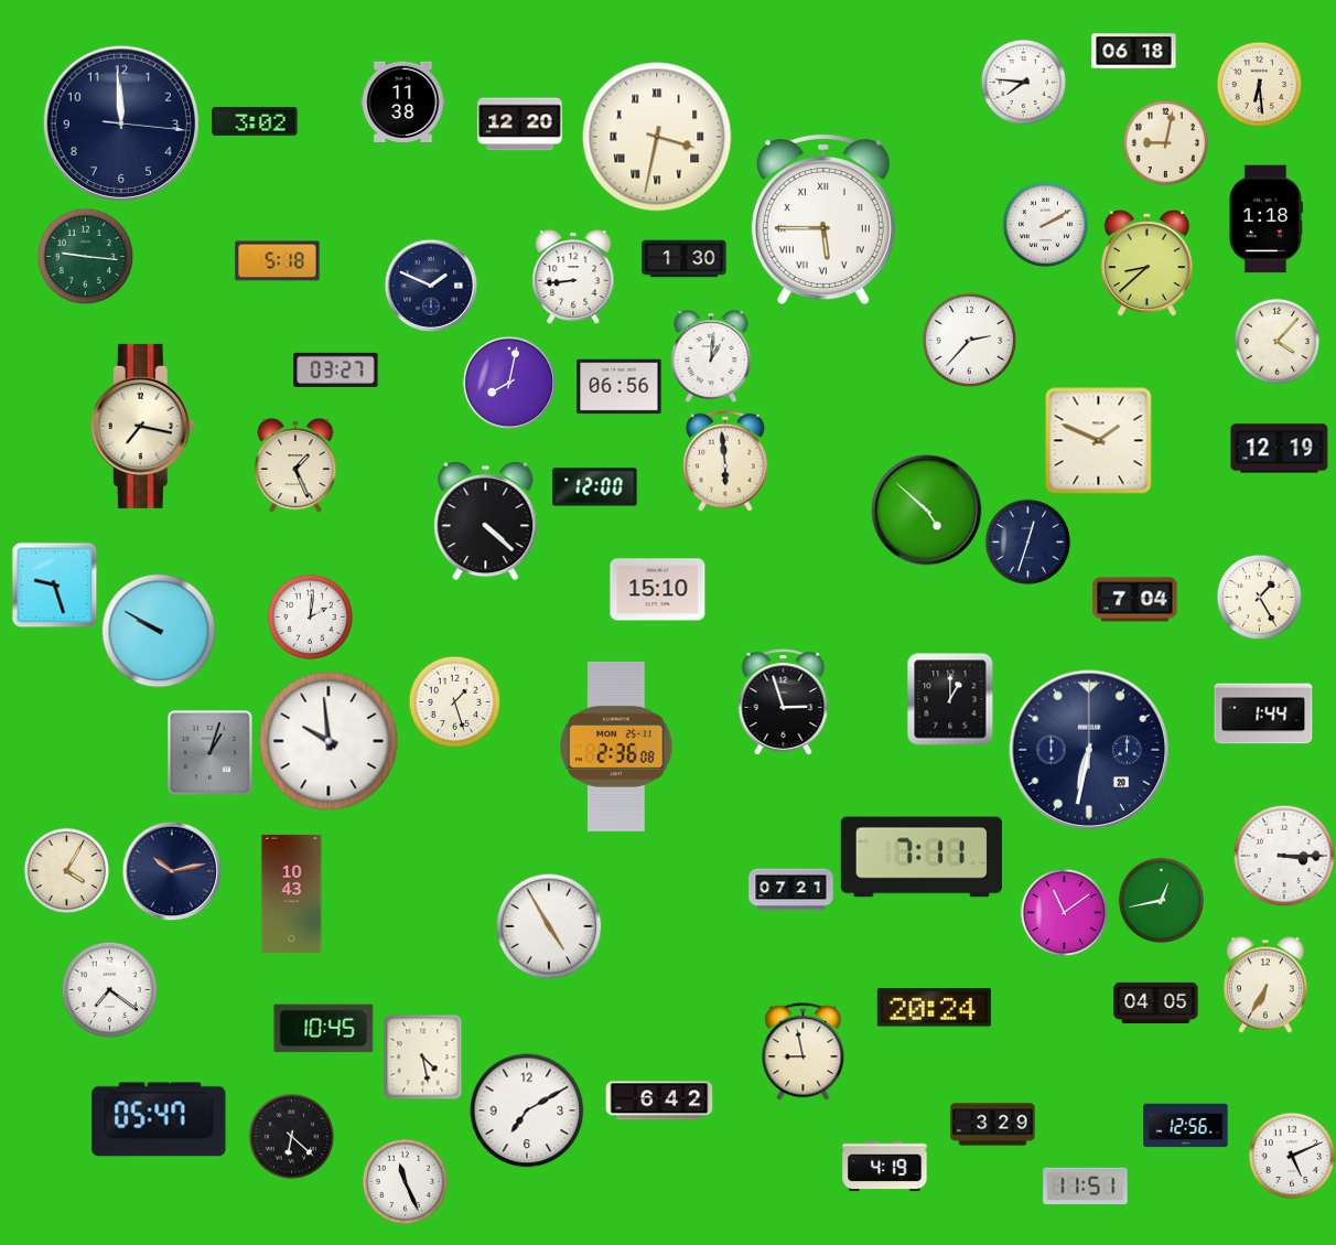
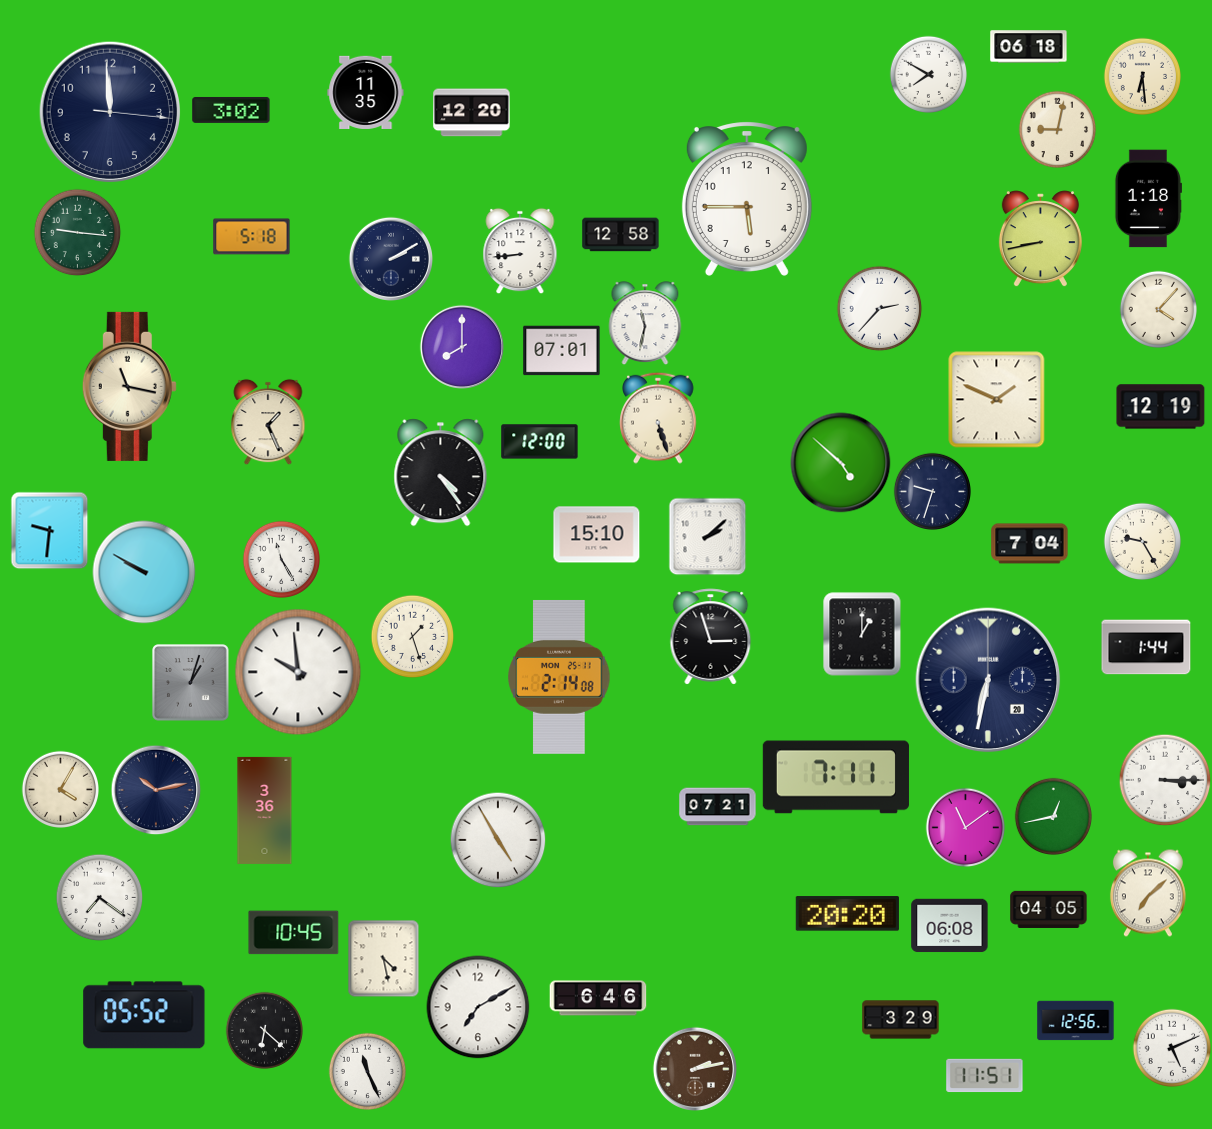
clock at (1023, 82): 7:46 -> 7:50
clock at (403, 101): 11:38 -> 11:35
clock at (657, 137): 3:32 -> none
clock at (823, 219) numerals: Roman -> Arabic
clock at (1045, 224): 2:10 -> none
clock at (685, 259): 1:30 -> 12:58
clock at (1146, 264): 8:38 -> 8:43
clock at (430, 285): 1:49 -> 2:10
clock at (711, 356): 1:01 -> 11:32
clock at (336, 369): 03:27 -> none
clock at (508, 382): 8:02 -> 8:00
clock at (619, 387): 06:56 -> 07:01
clock at (142, 426): 7:17 -> 11:17
clock at (725, 461): 5:59 -> 5:27
clock at (486, 522): 4:22 -> 4:24
clock at (1027, 541): 12:33 -> 9:33
clock at (54, 584): 9:27 -> 9:31
clock at (707, 536): none -> 2:08
clock at (1259, 597): 1:25 -> 9:25
clock at (310, 616): 2:01 -> 11:25
clock at (616, 747): 2:36 -> 2:14
clock at (1284, 856) position: (1284, 856) -> (1165, 780)
clock at (292, 893): 10:43 -> 3:36
clock at (1265, 985): 6:35 -> 7:08
clock at (934, 1008): 20:24 -> 20:20
clock at (950, 926): none -> 06:08
clock at (804, 1052): 8:58 -> none
clock at (659, 1101): 6:42 -> 6:46
clock at (159, 1119): 05:47 -> 05:52
clock at (885, 1167): 4:19 -> none
clock at (694, 1068): none -> 2:13
